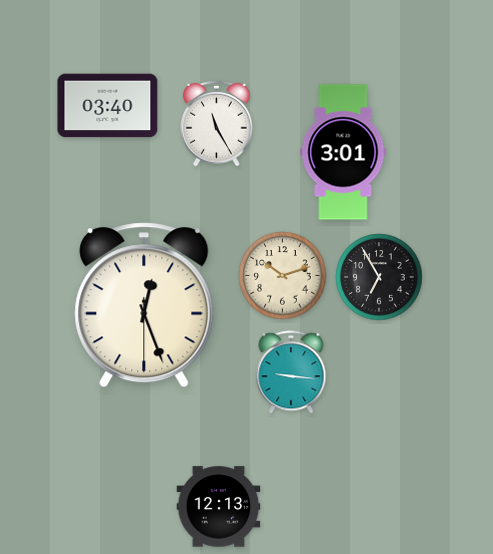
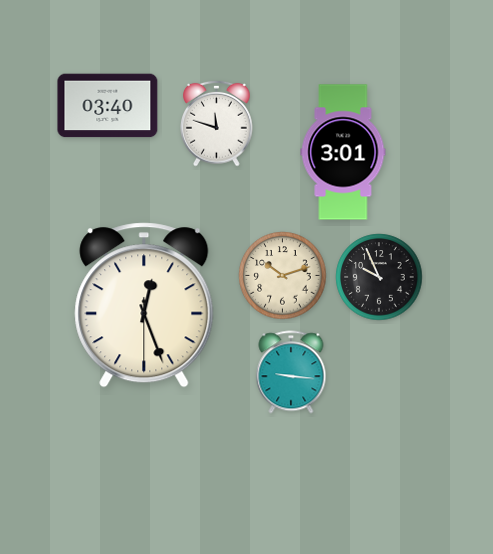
clock at (217, 123): 11:25 -> 11:48
clock at (379, 277): 6:55 -> 9:56
clock at (219, 507): 12:13 -> none
